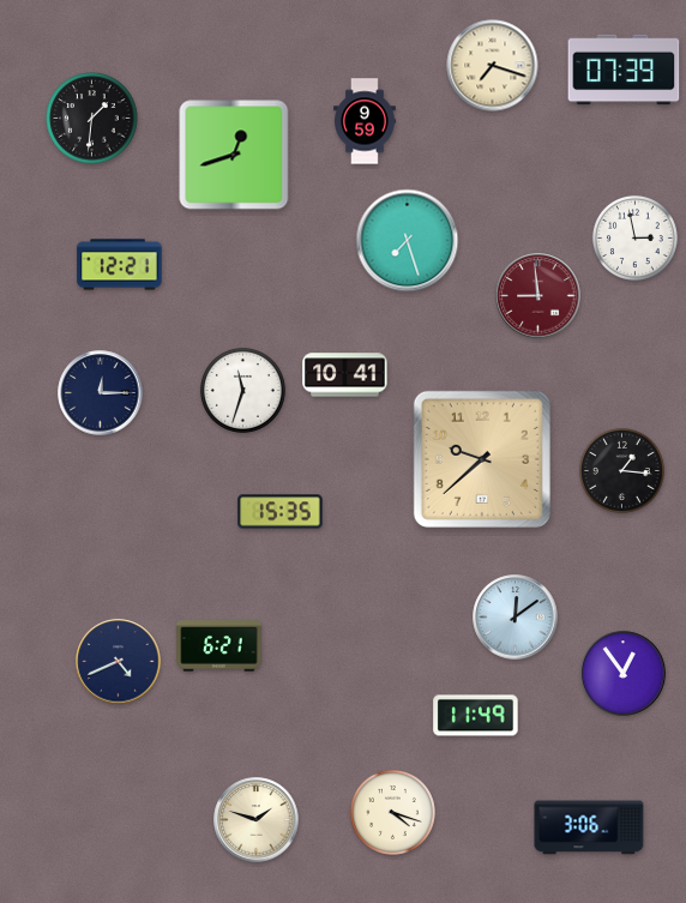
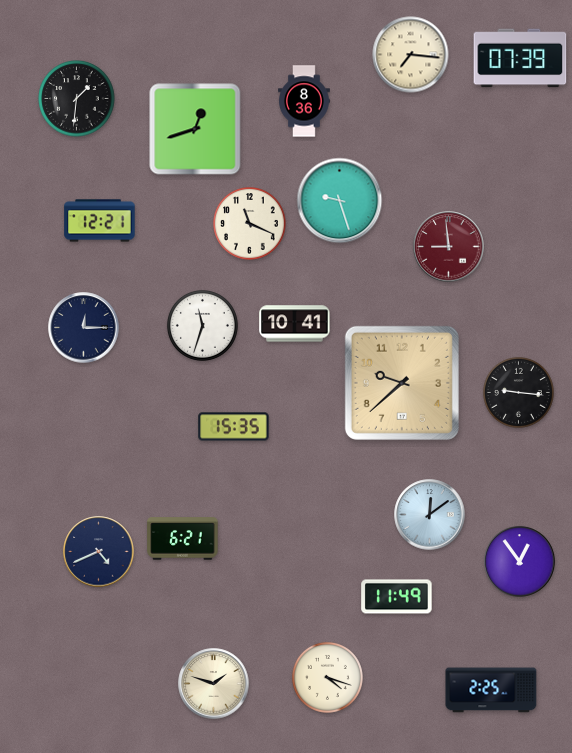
clock at (493, 66): 7:18 -> 7:16
clock at (366, 121): 9:59 -> 8:36
clock at (634, 237): 2:58 -> none
clock at (408, 241): 7:27 -> 9:27
clock at (250, 224): none -> 11:19
clock at (345, 375) position: (345, 375) -> (295, 324)
clock at (621, 470): 1:16 -> 9:16
clock at (589, 827): 3:06 -> 2:25
